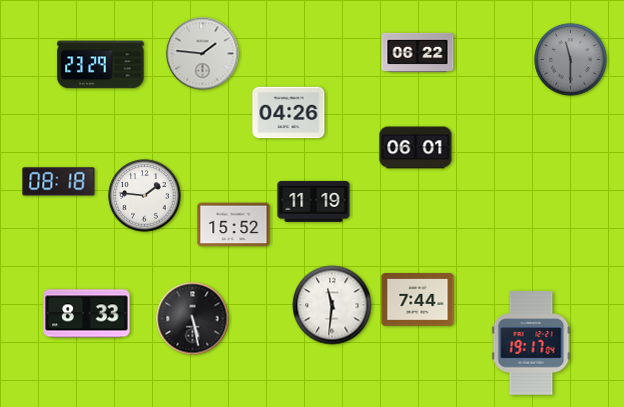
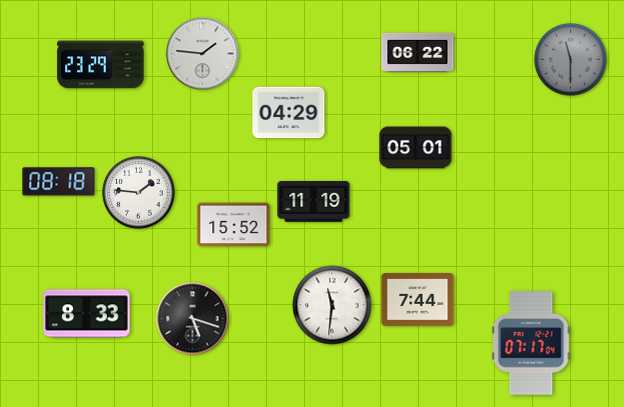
clock at (289, 113): 04:26 -> 04:29
clock at (416, 148): 06:01 -> 05:01
clock at (145, 196) position: (145, 196) -> (139, 193)
clock at (193, 319): 5:28 -> 5:18
clock at (531, 343): 19:17 -> 07:17
